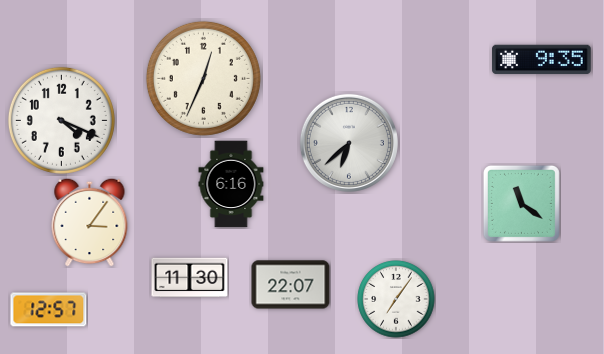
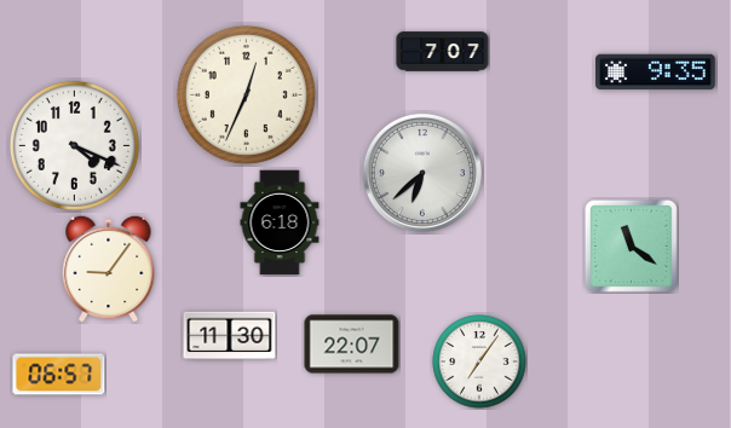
clock at (443, 52): none -> 7:07
clock at (231, 184): 6:16 -> 6:18
clock at (90, 222): 3:06 -> 9:06
clock at (49, 310): 12:57 -> 06:57
